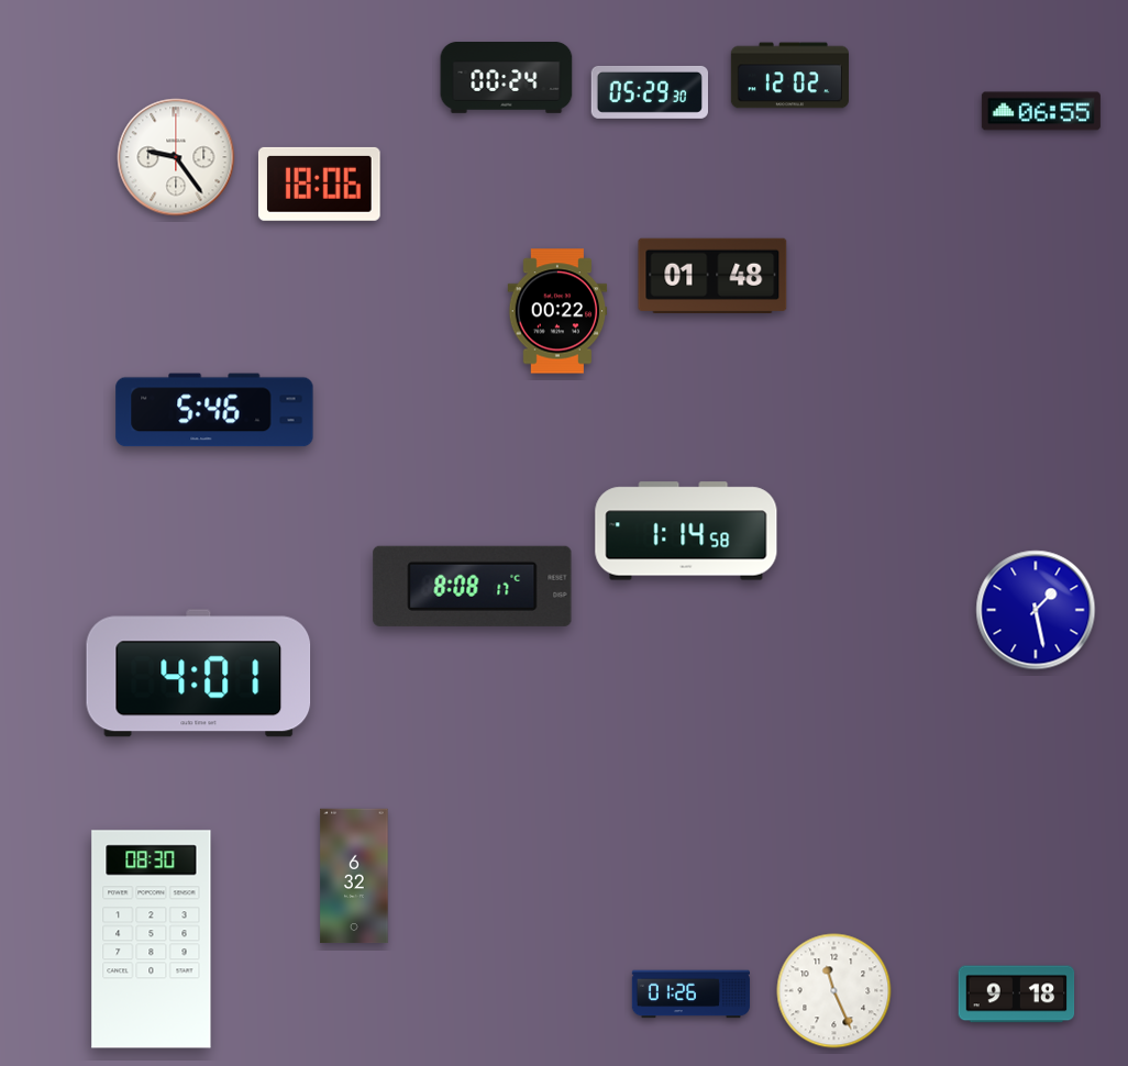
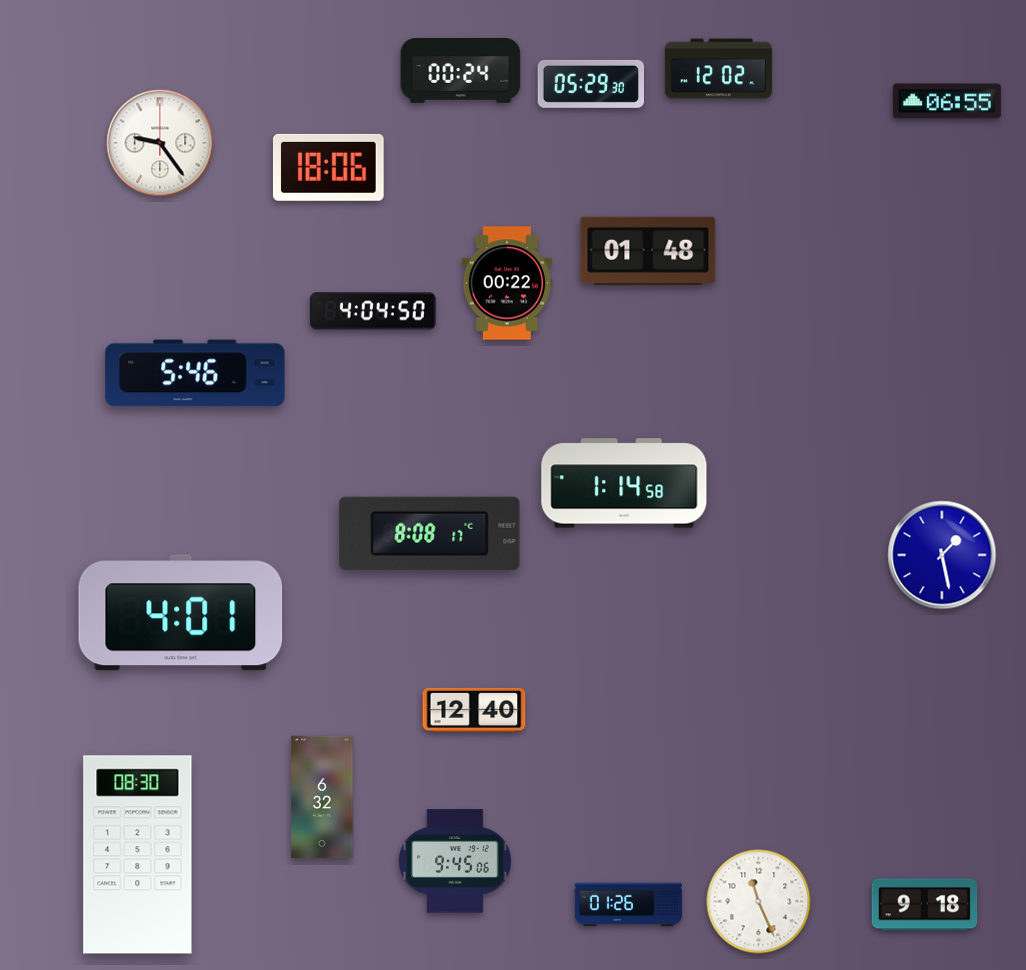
clock at (320, 184) position: (320, 184) -> (329, 167)
clock at (373, 311): none -> 4:04
clock at (474, 710): none -> 12:40
clock at (455, 861): none -> 9:45
